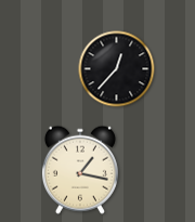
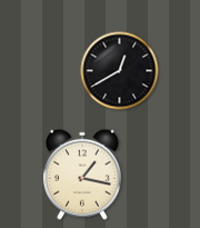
clock at (117, 69): 12:37 -> 12:40
